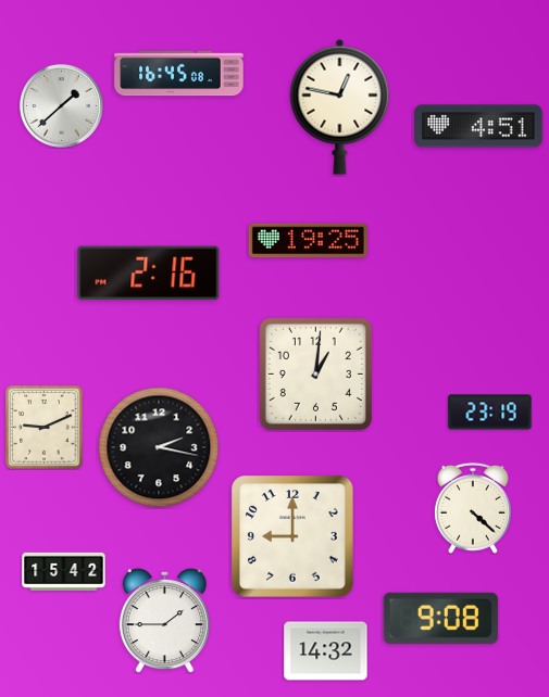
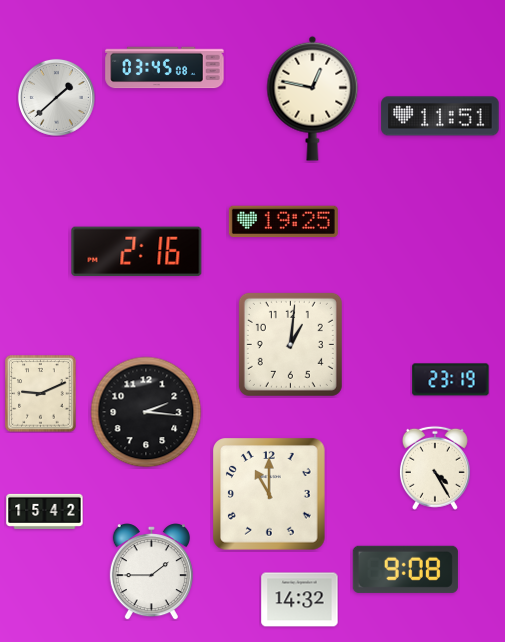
clock at (179, 74): 16:45 -> 03:45
clock at (478, 126): 4:51 -> 11:51
clock at (159, 447): 2:17 -> 2:16
clock at (473, 508): 4:22 -> 4:25
clock at (292, 536): 9:00 -> 11:00
clock at (64, 571) position: (64, 571) -> (45, 511)
